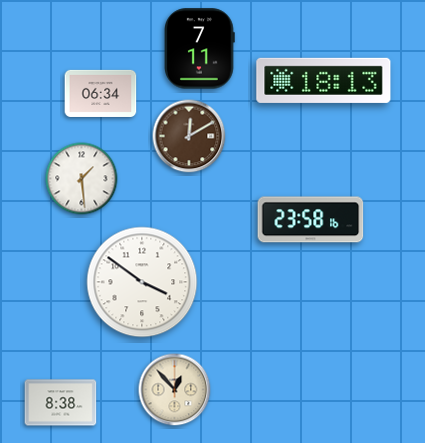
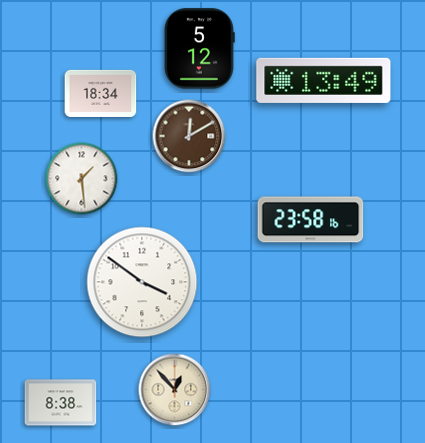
clock at (200, 49): 7:11 -> 5:12
clock at (324, 80): 18:13 -> 13:49
clock at (101, 93): 06:34 -> 18:34
